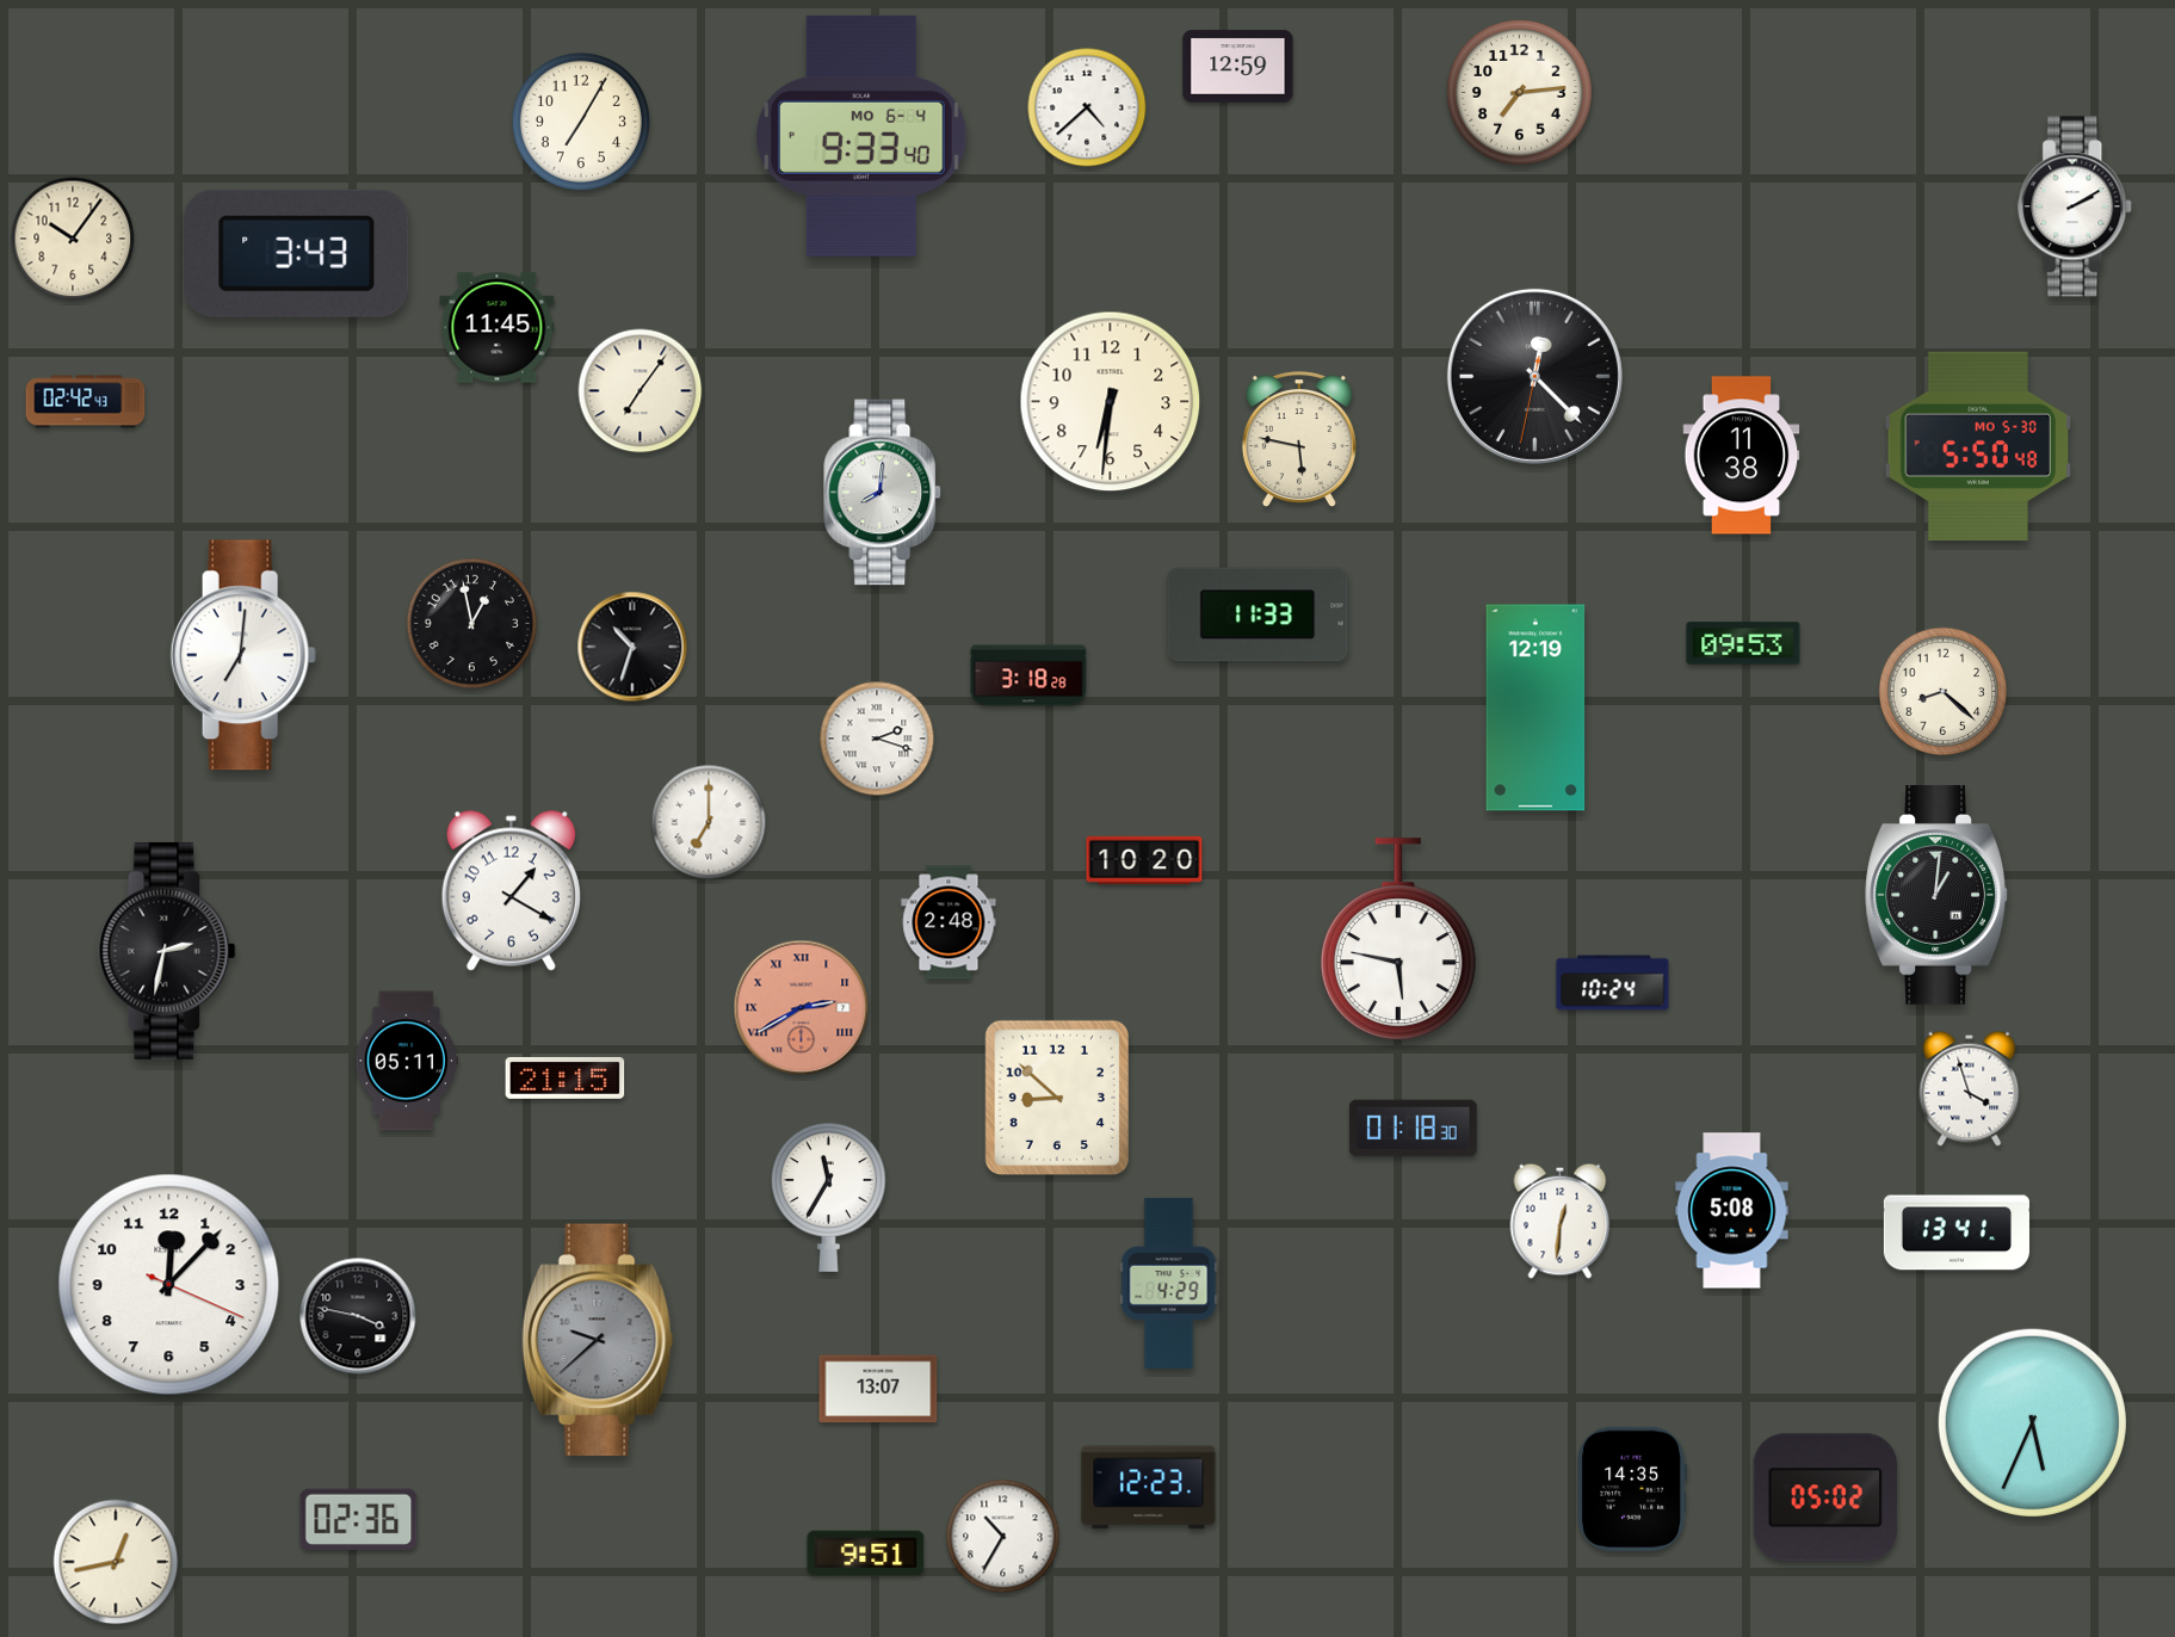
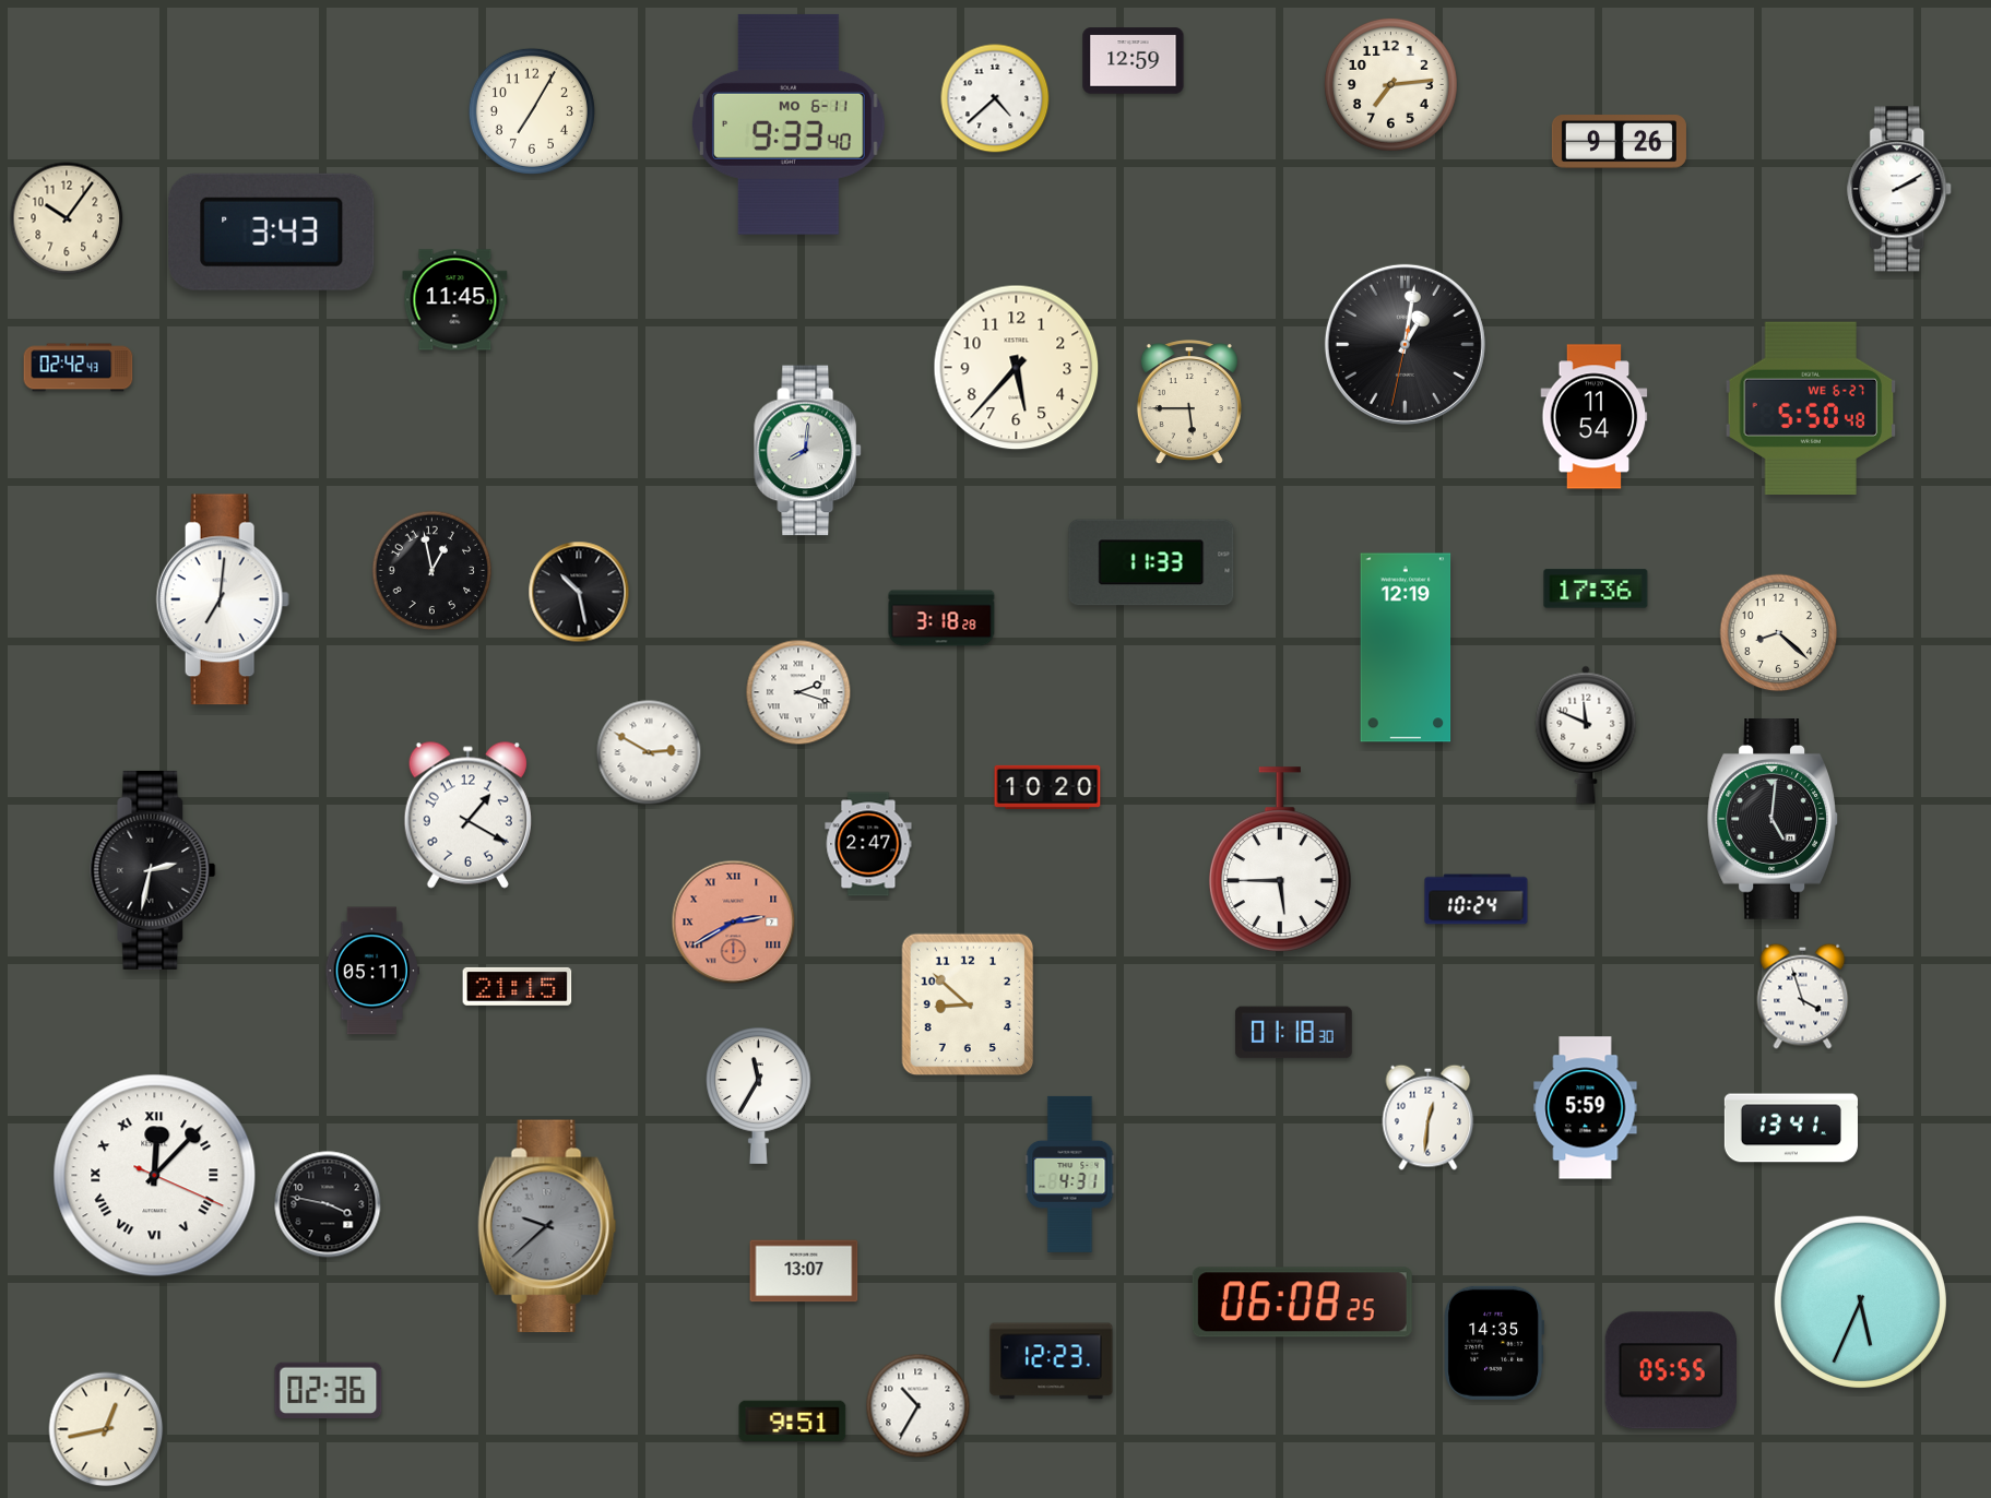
clock at (861, 136) date: MO 6-4 -> MO 6-11
clock at (1619, 142): none -> 9:26
clock at (1534, 376): 12:22 -> 1:01
clock at (641, 391): 7:06 -> none
clock at (1111, 402): 6:31 -> 5:37
clock at (1299, 440): 5:47 -> 5:45
clock at (1978, 445) date: MO 5-30 -> WE 6-27
clock at (1742, 456): 11:38 -> 11:54
clock at (1743, 643): 09:53 -> 17:36
clock at (632, 647): 10:33 -> 10:28
clock at (877, 739) position: (877, 739) -> (798, 692)
clock at (1586, 735): none -> 11:49
clock at (709, 822): 7:00 -> 2:50
clock at (1936, 896): 1:01 -> 5:01
clock at (949, 922): 2:48 -> 2:47
clock at (1398, 939): 5:47 -> 5:45
clock at (1732, 1211): 5:08 -> 5:59
clock at (1169, 1283): 4:29 -> 4:31
clock at (169, 1285) numerals: Arabic -> Roman
clock at (1302, 1303): none -> 06:08
clock at (1631, 1489) position: (1631, 1489) -> (1493, 1343)
clock at (1824, 1497): 05:02 -> 05:55
